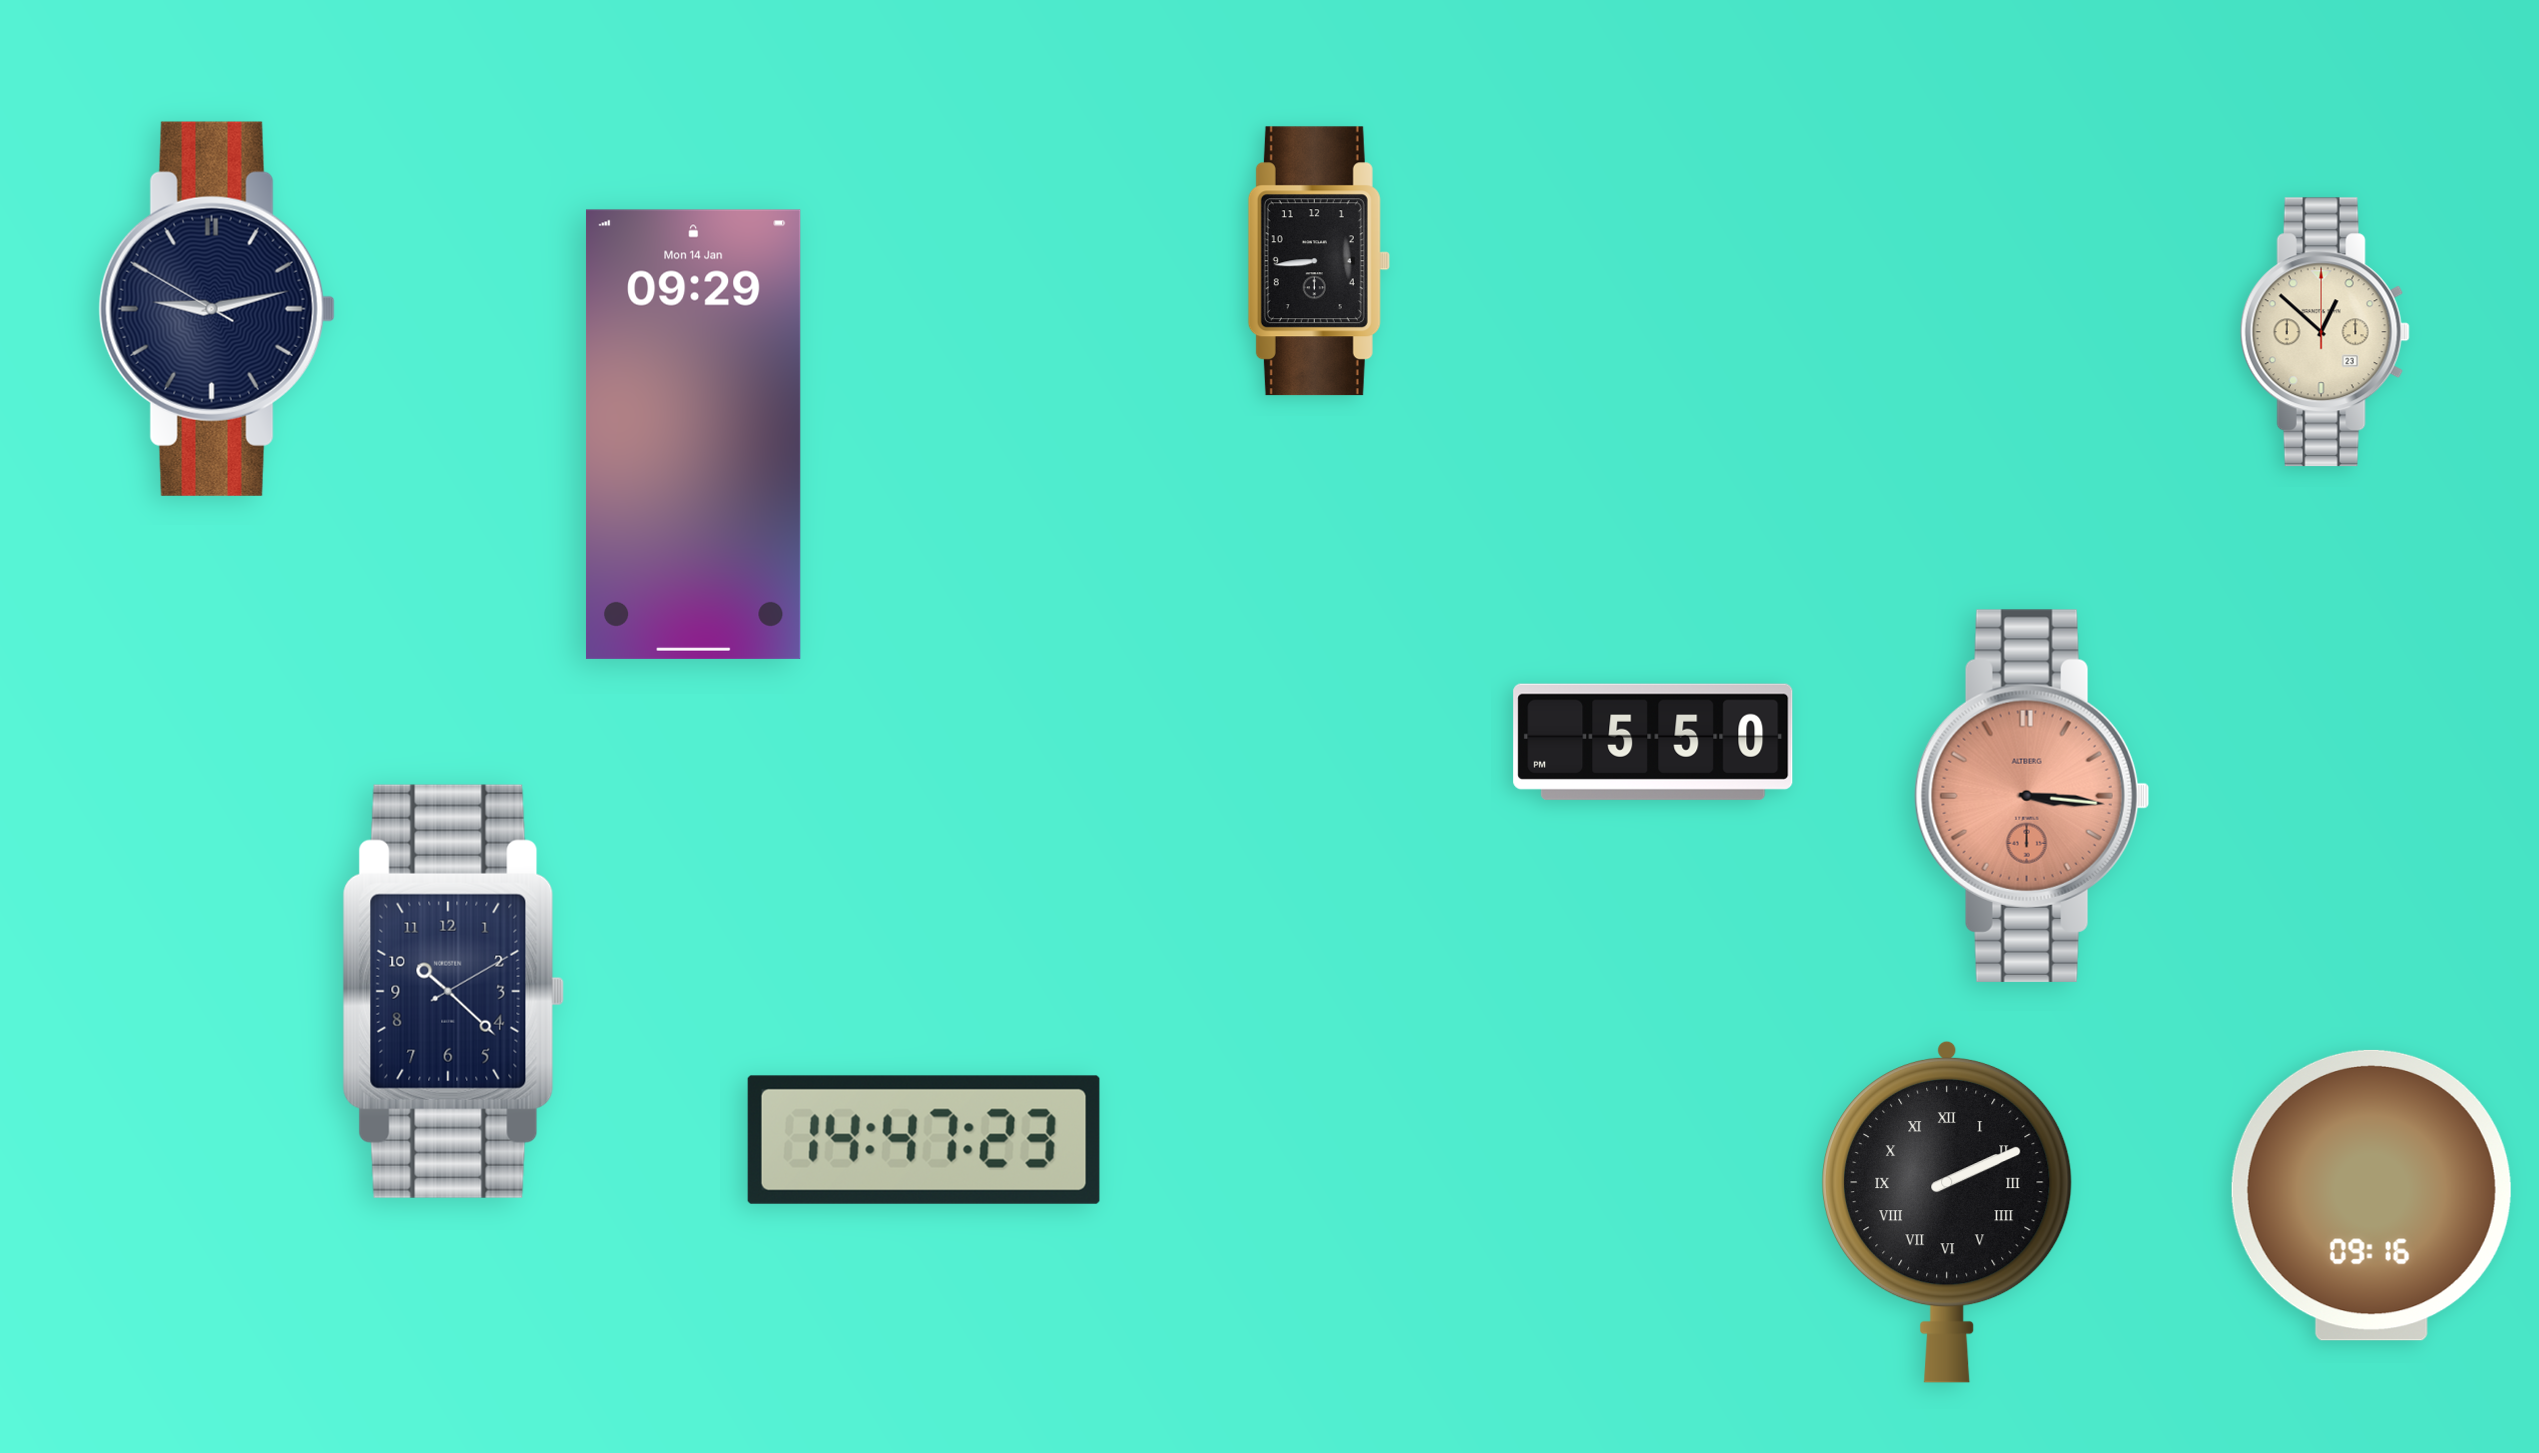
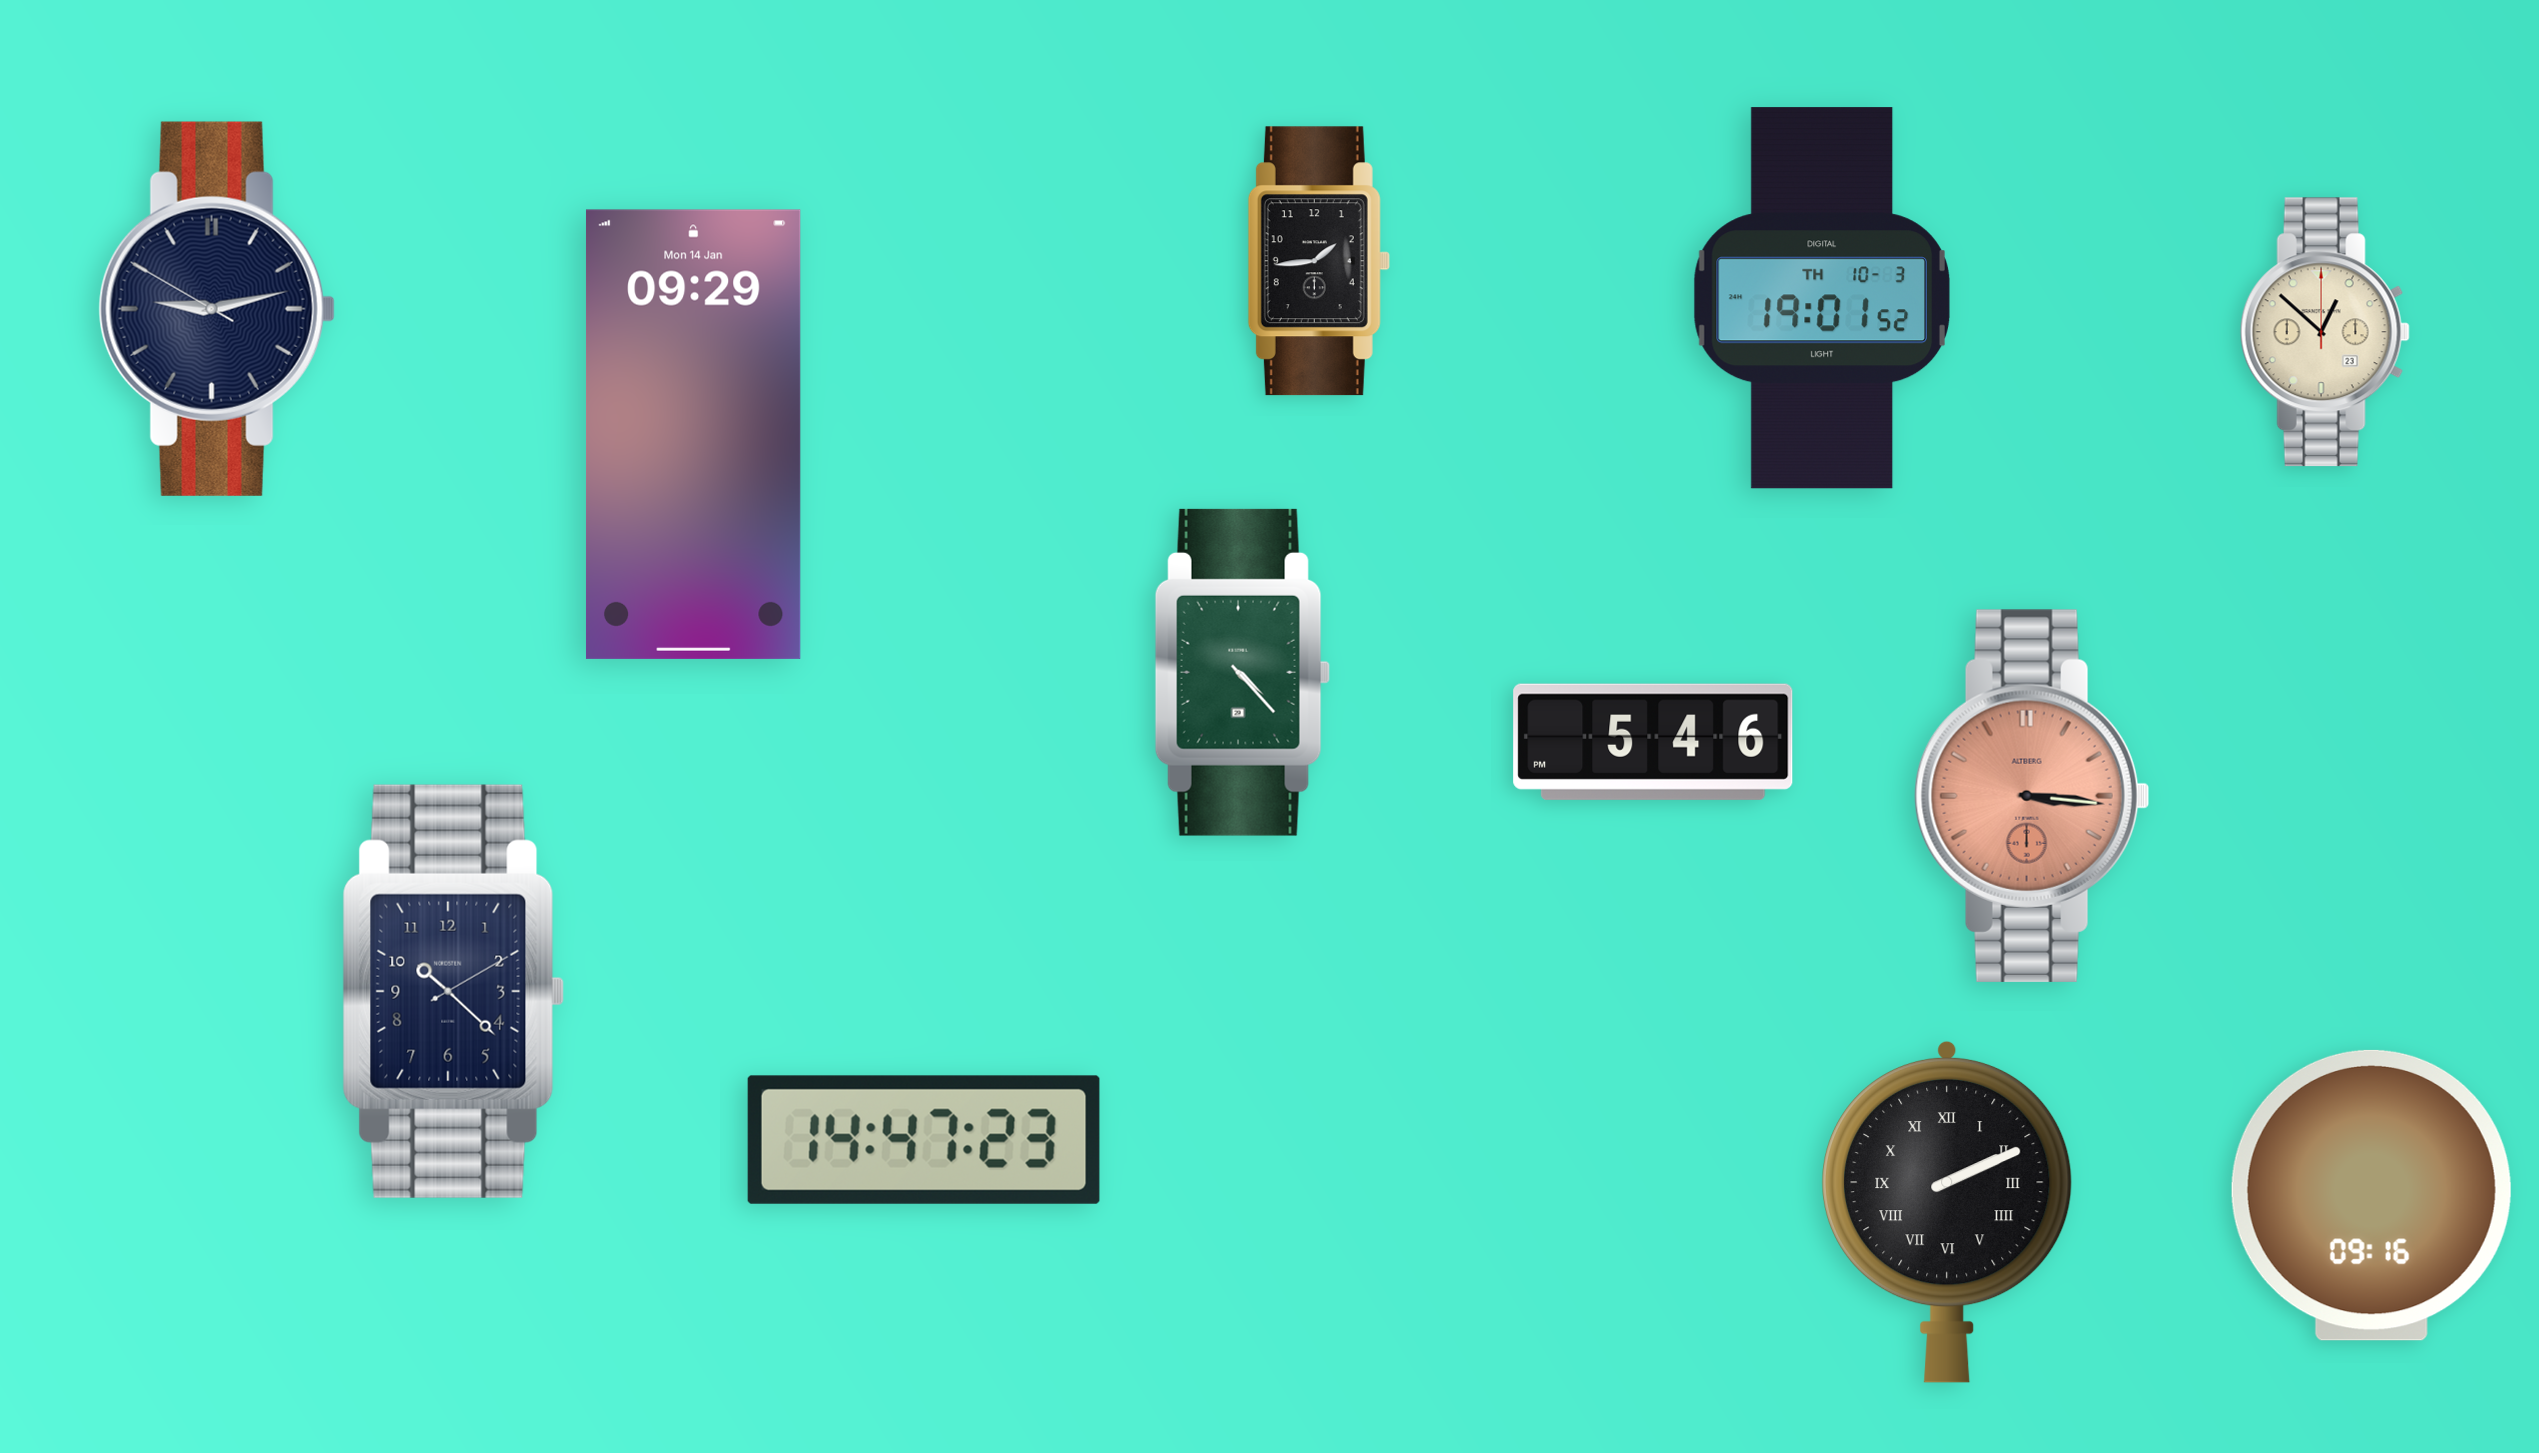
clock at (1319, 261): 8:44 -> 1:44
clock at (1822, 298): none -> 19:01
clock at (1242, 672): none -> 4:23
clock at (1653, 742): 5:50 -> 5:46
